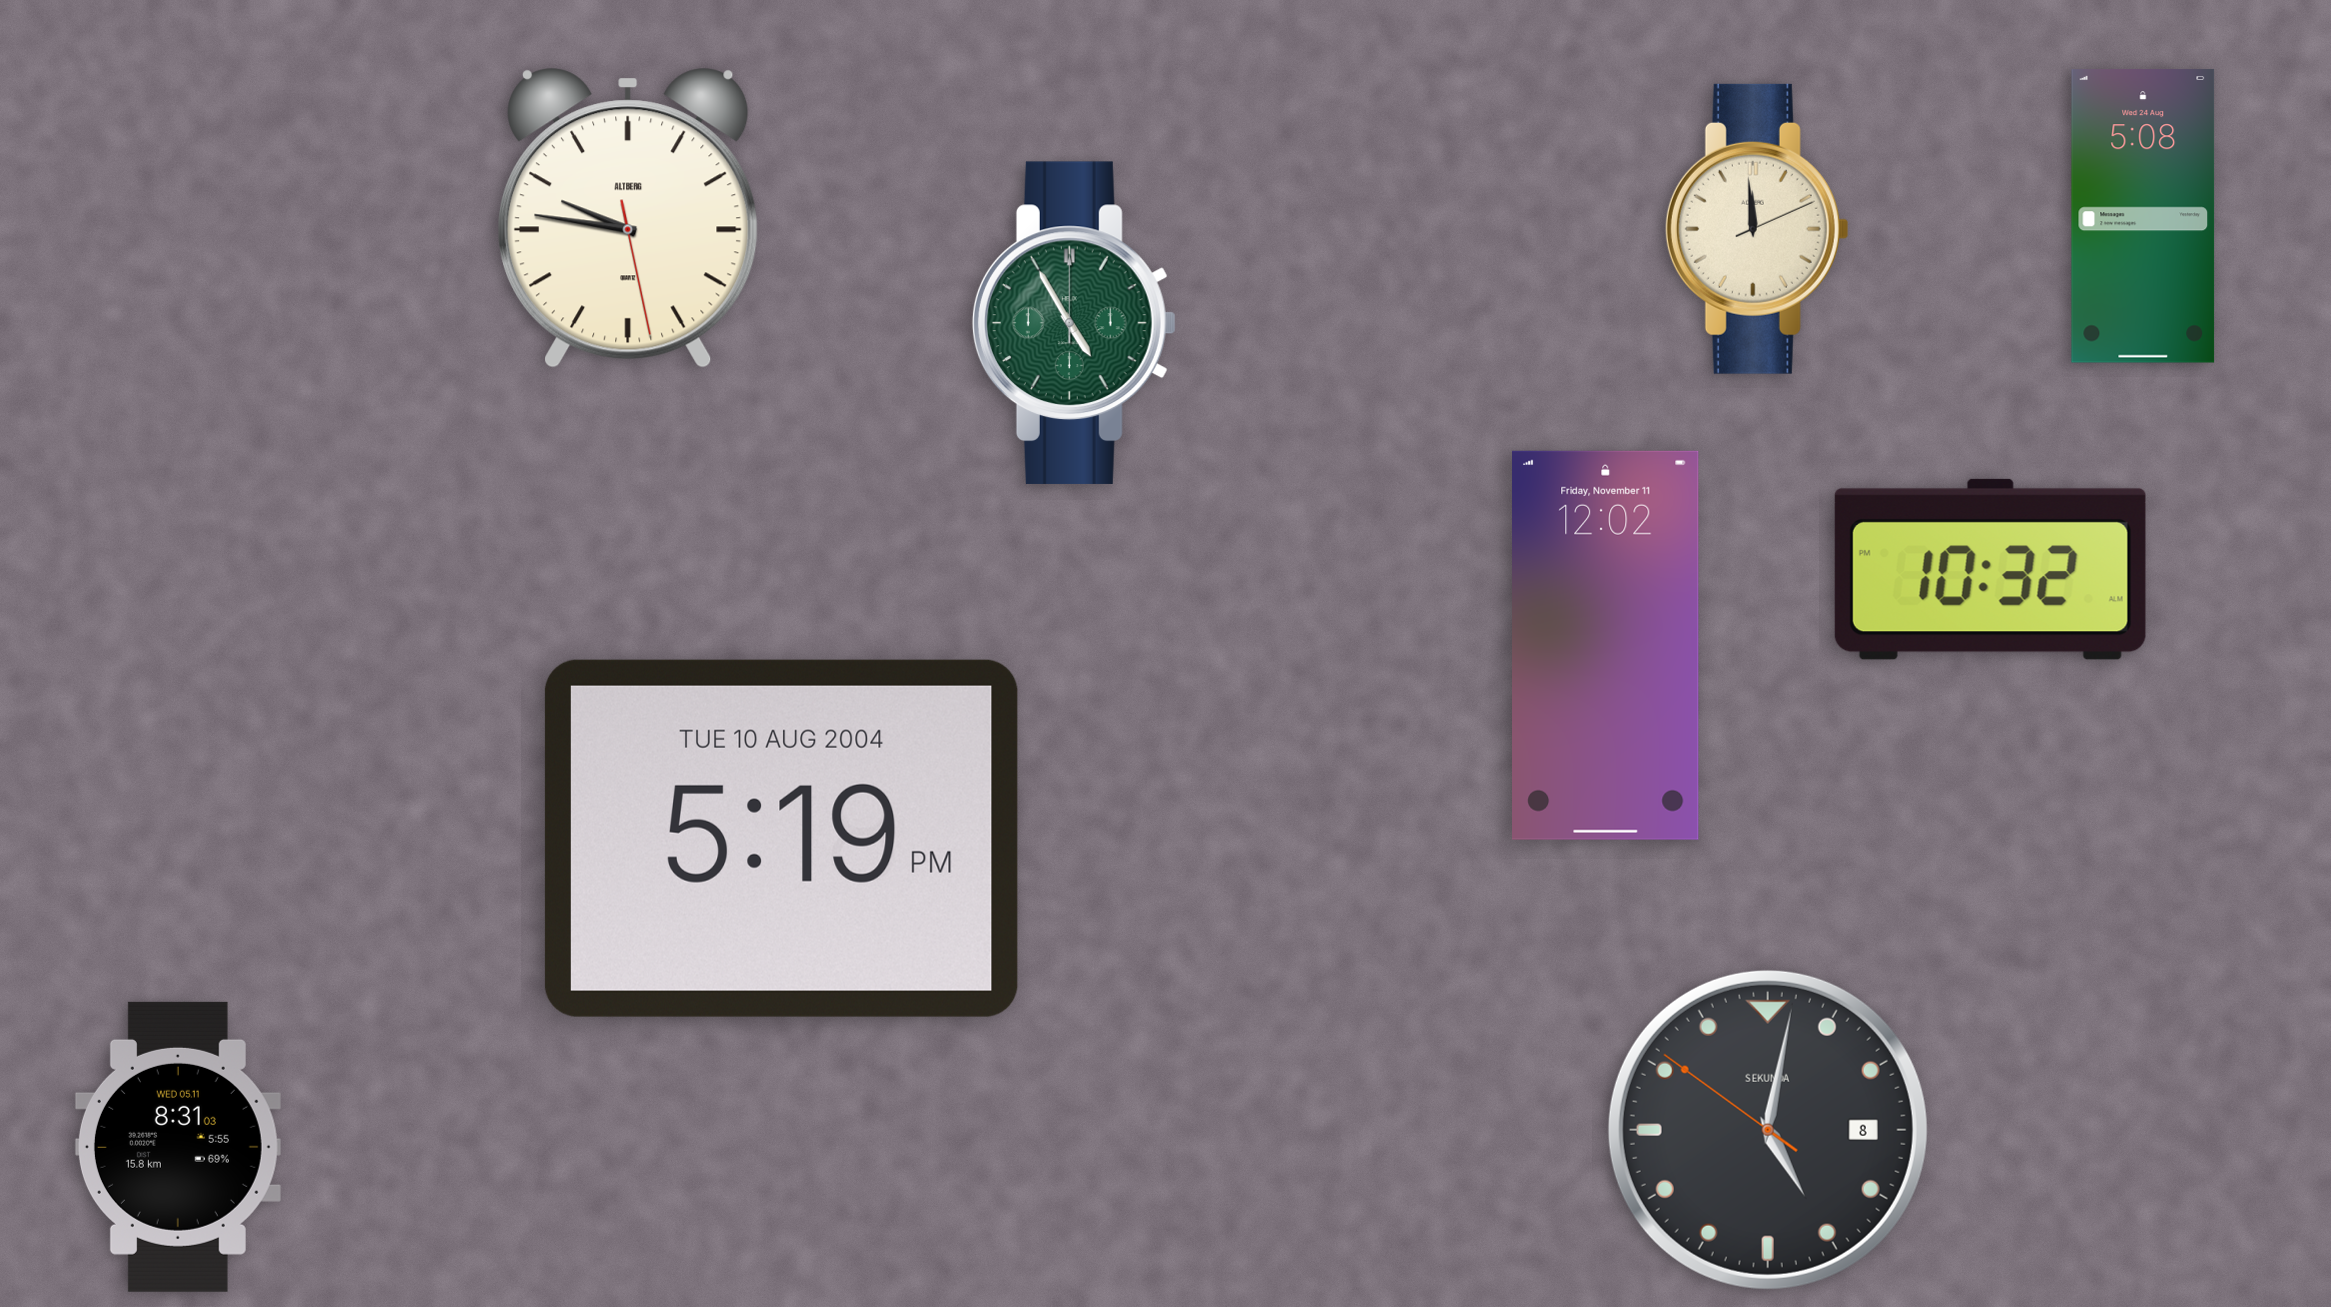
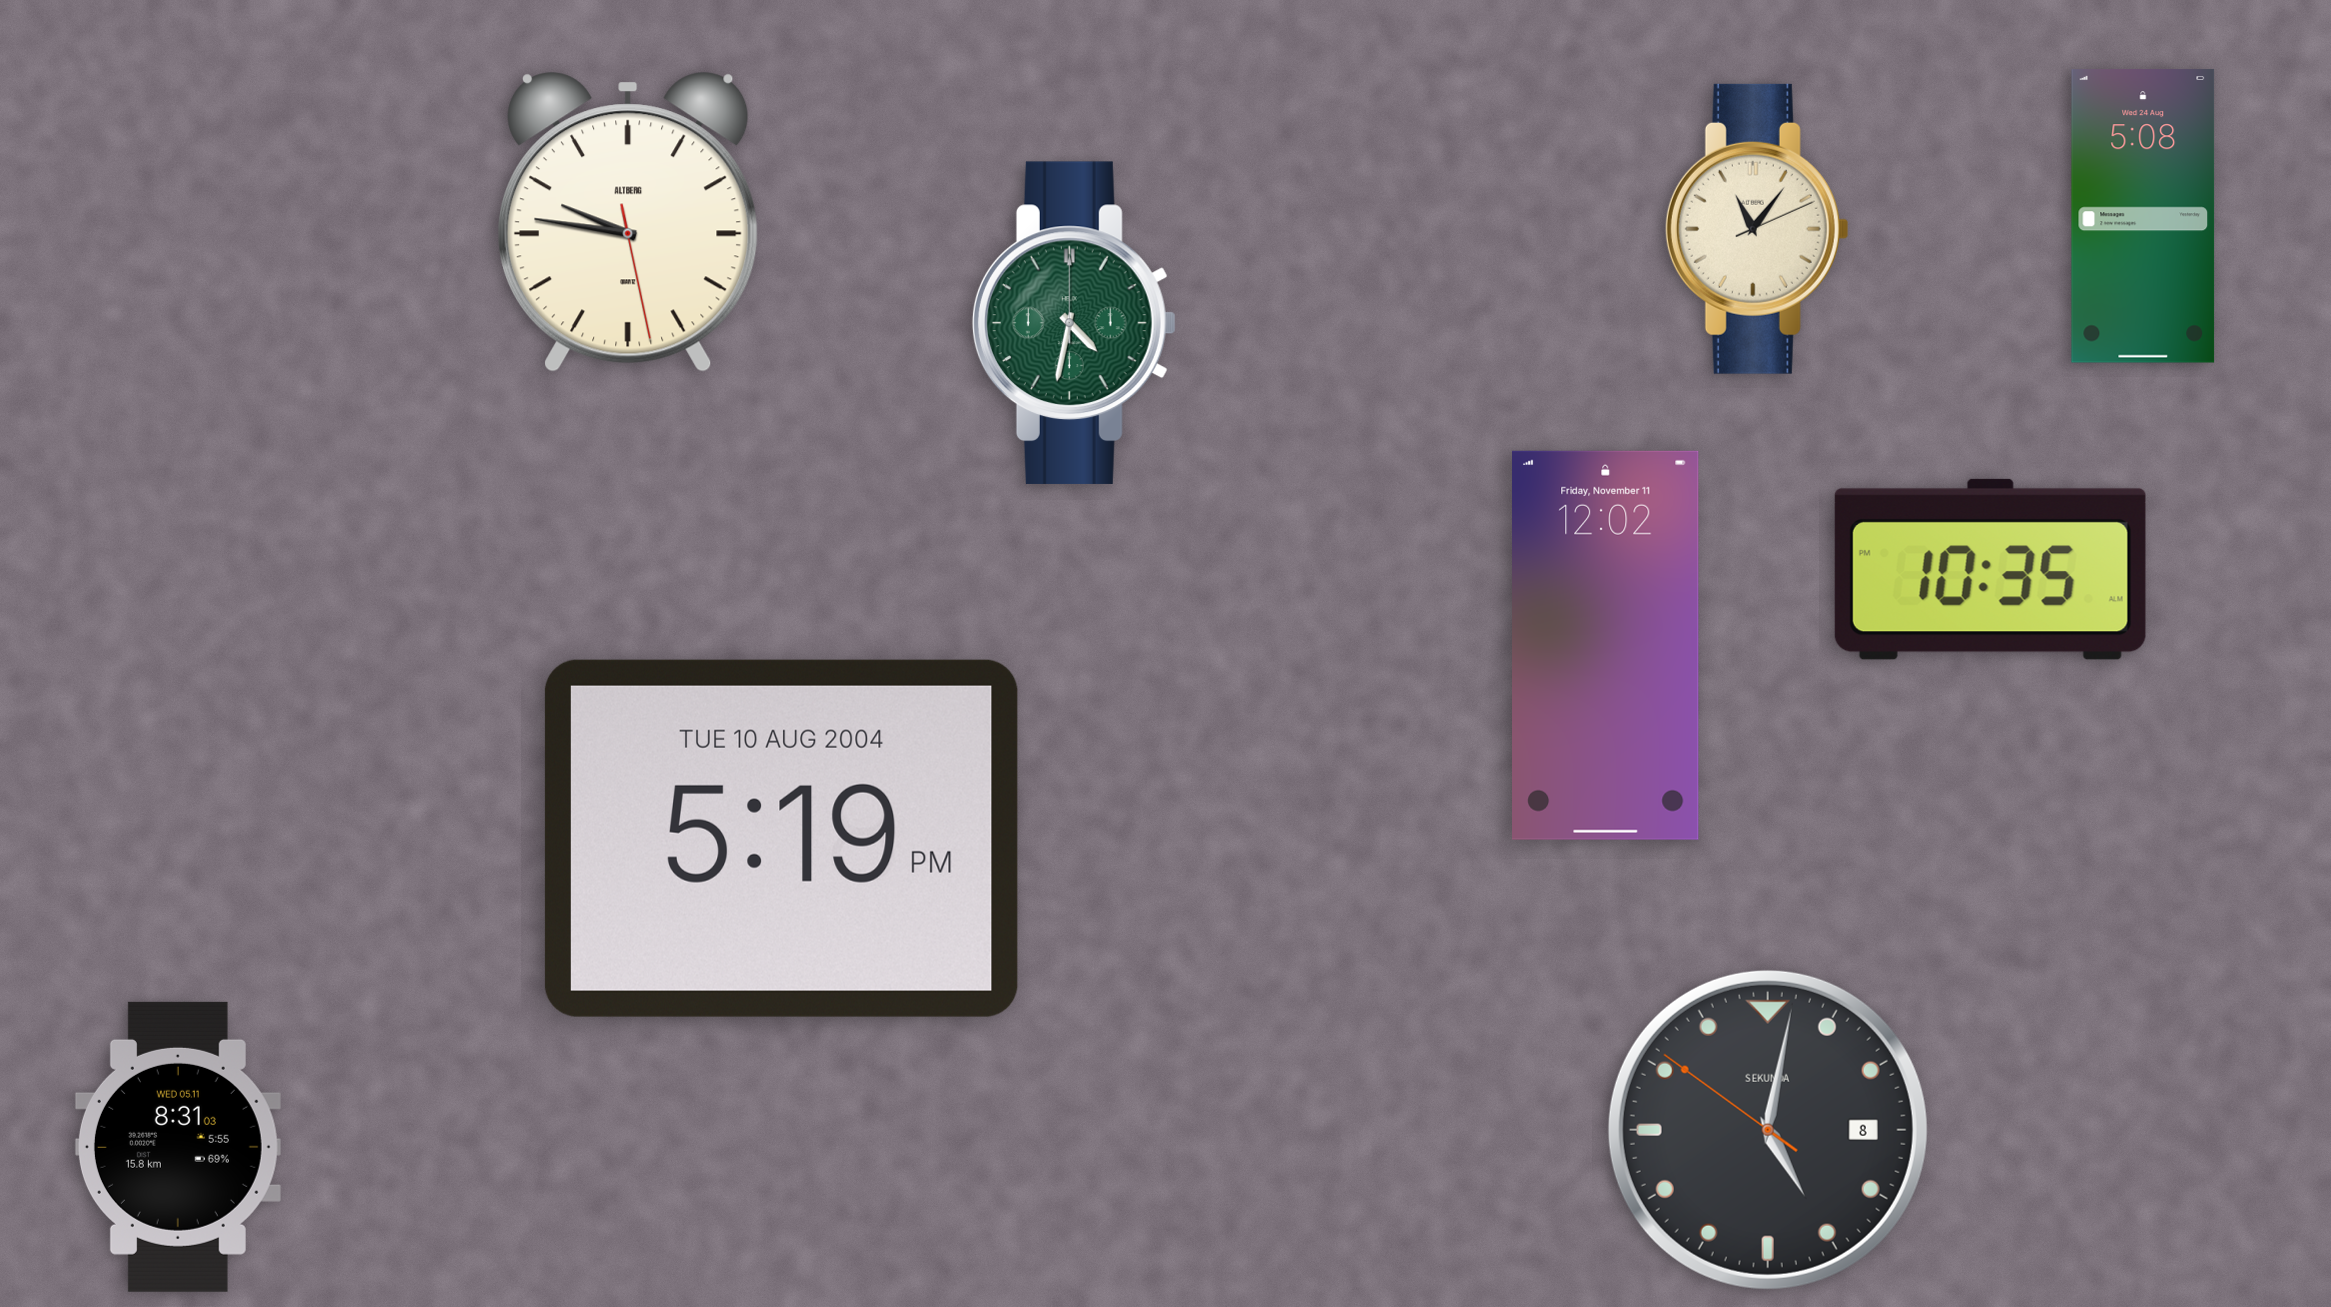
clock at (628, 218) position: (628, 218) -> (628, 222)
clock at (1757, 229): 11:59 -> 11:06
clock at (1074, 323): 4:55 -> 4:32
clock at (1990, 569): 10:32 -> 10:35
